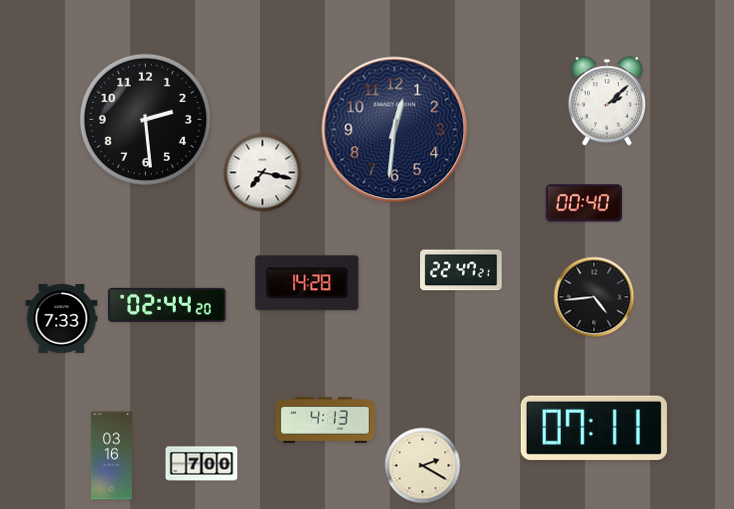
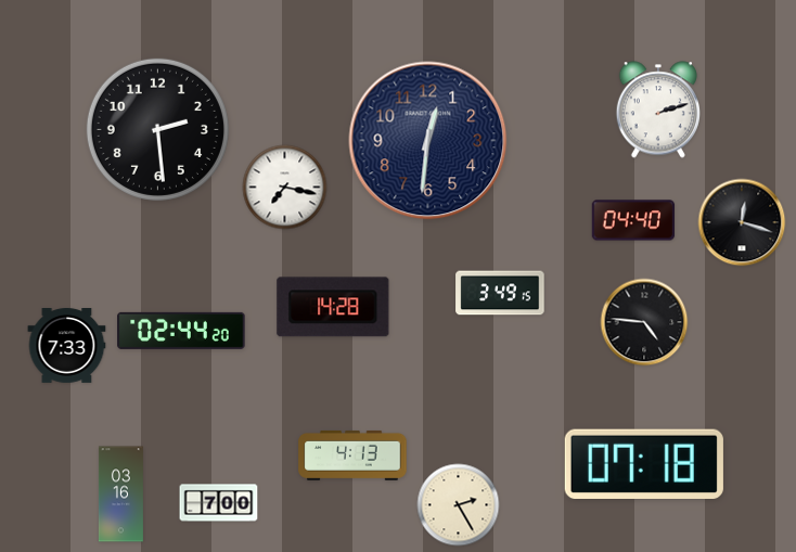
clock at (606, 101): 2:08 -> 2:12
clock at (584, 203): 00:40 -> 04:40
clock at (742, 222): none -> 12:18
clock at (461, 270): 22:47 -> 3:49
clock at (594, 297): 4:44 -> 4:46
clock at (594, 428): 07:11 -> 07:18
clock at (423, 466): 2:20 -> 2:25
